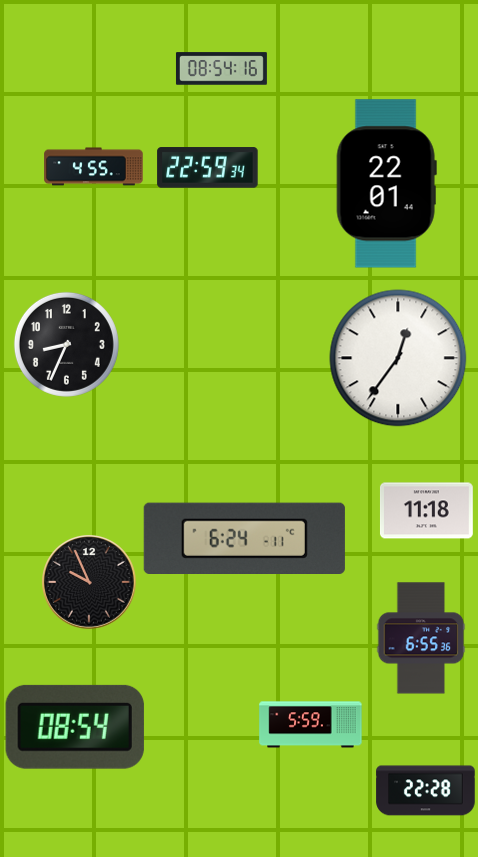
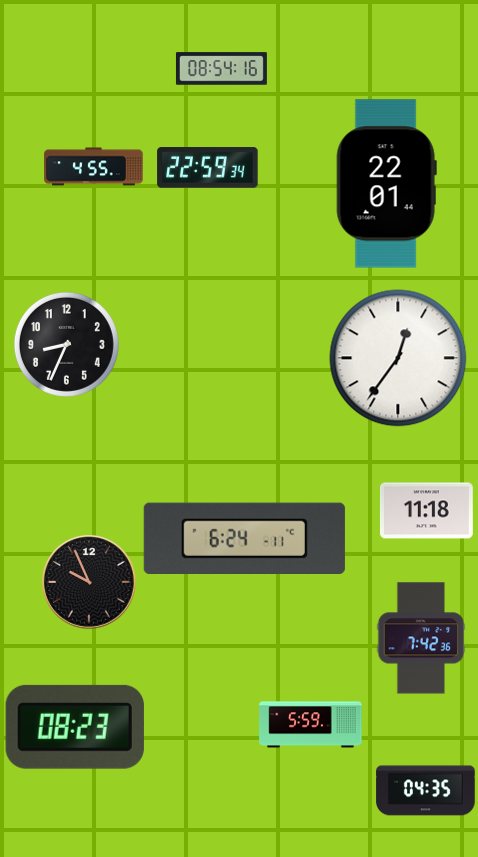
clock at (421, 638): 6:55 -> 7:42
clock at (75, 727): 08:54 -> 08:23
clock at (426, 791): 22:28 -> 04:35
